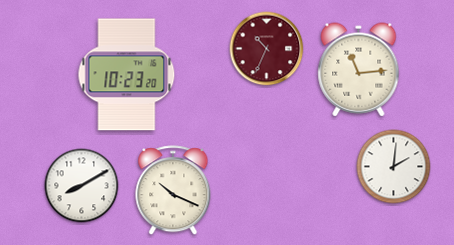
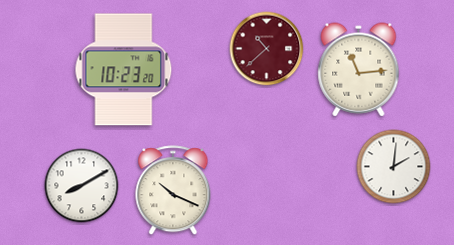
clock at (267, 49): 10:34 -> 10:38
clock at (127, 75) position: (127, 75) -> (124, 70)
